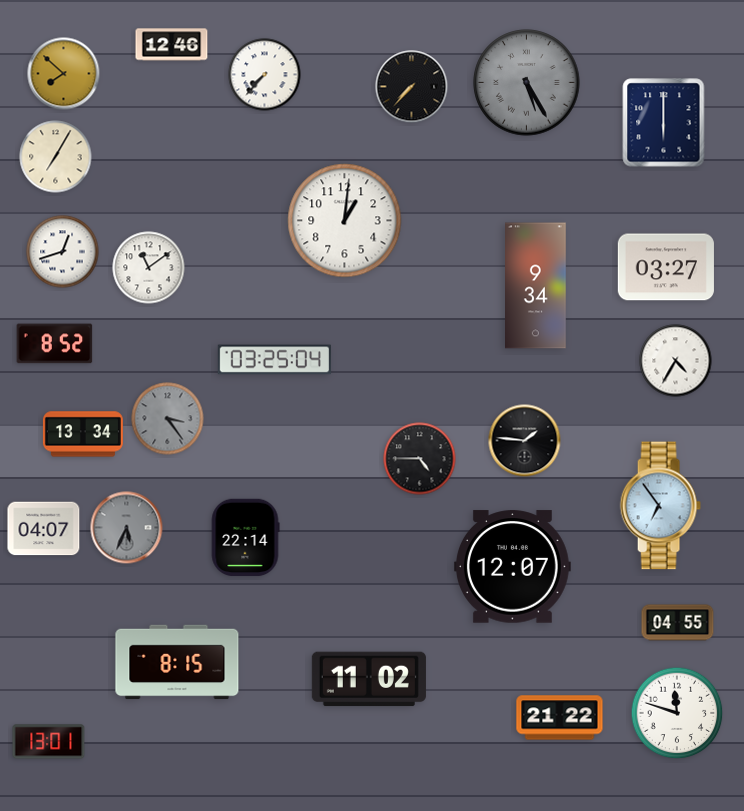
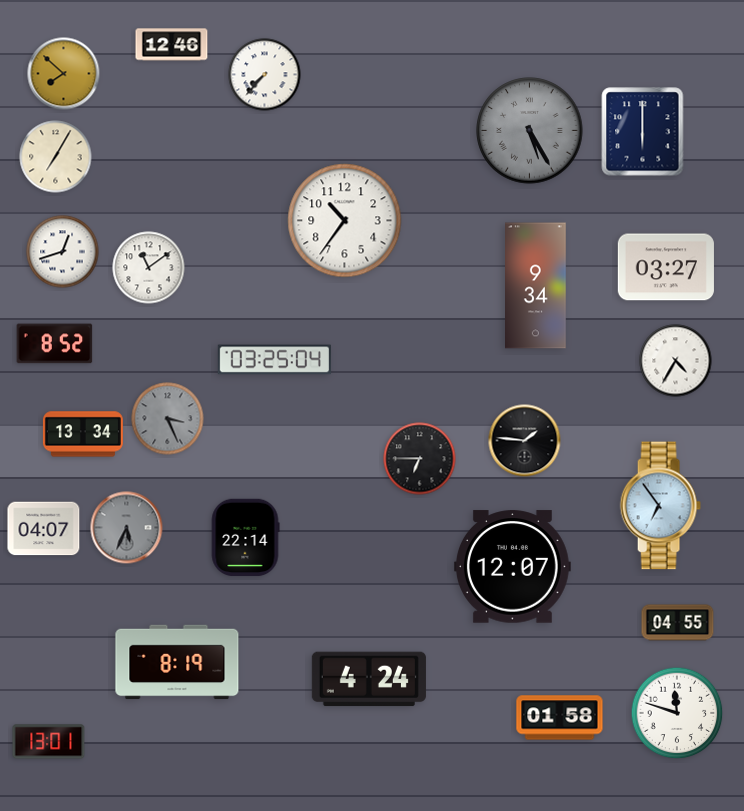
clock at (527, 83) position: (527, 83) -> (530, 131)
clock at (412, 87): 7:37 -> none
clock at (664, 123) position: (664, 123) -> (643, 132)
clock at (345, 221): 1:01 -> 10:36
clock at (168, 419): 3:24 -> 3:26
clock at (420, 459): 4:45 -> 6:45
clock at (177, 662): 8:15 -> 8:19
clock at (369, 679): 11:02 -> 4:24
clock at (560, 718): 21:22 -> 01:58
